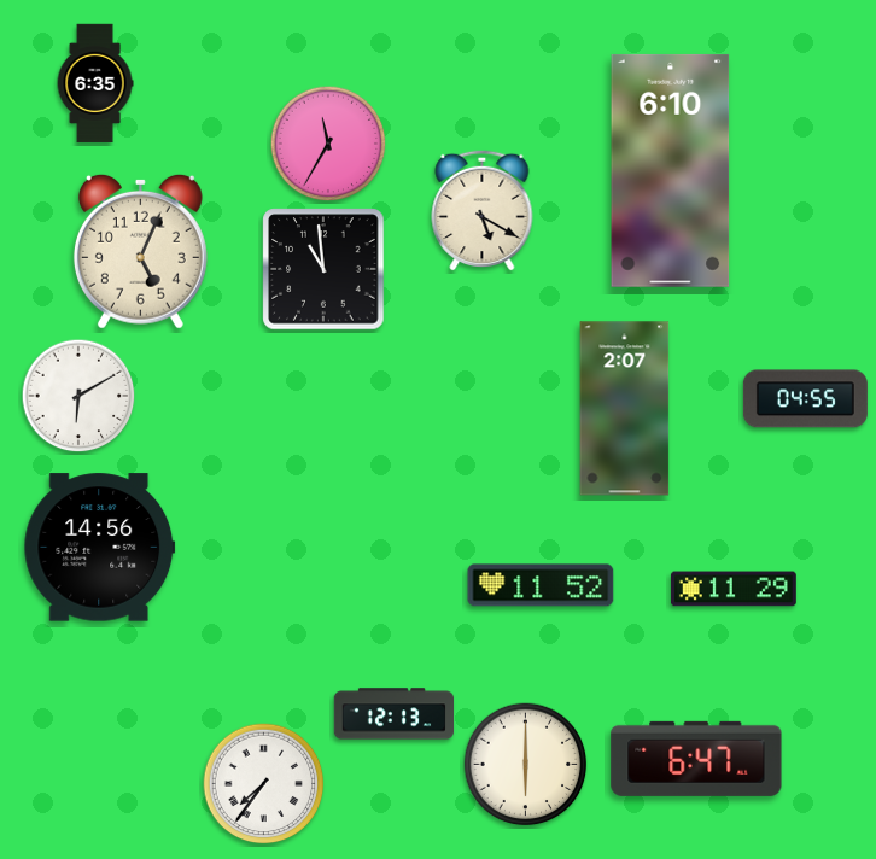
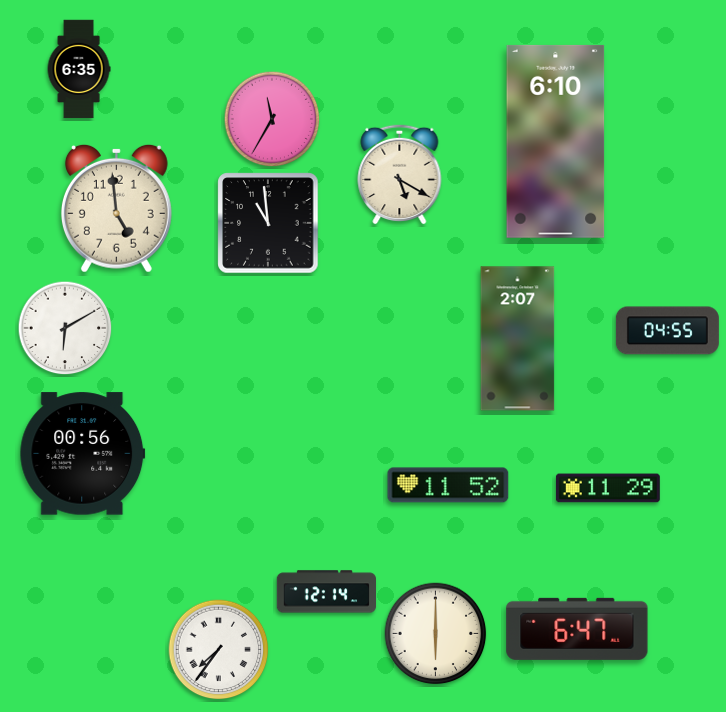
clock at (140, 251): 5:04 -> 4:59
clock at (100, 548): 14:56 -> 00:56
clock at (393, 714): 12:13 -> 12:14
